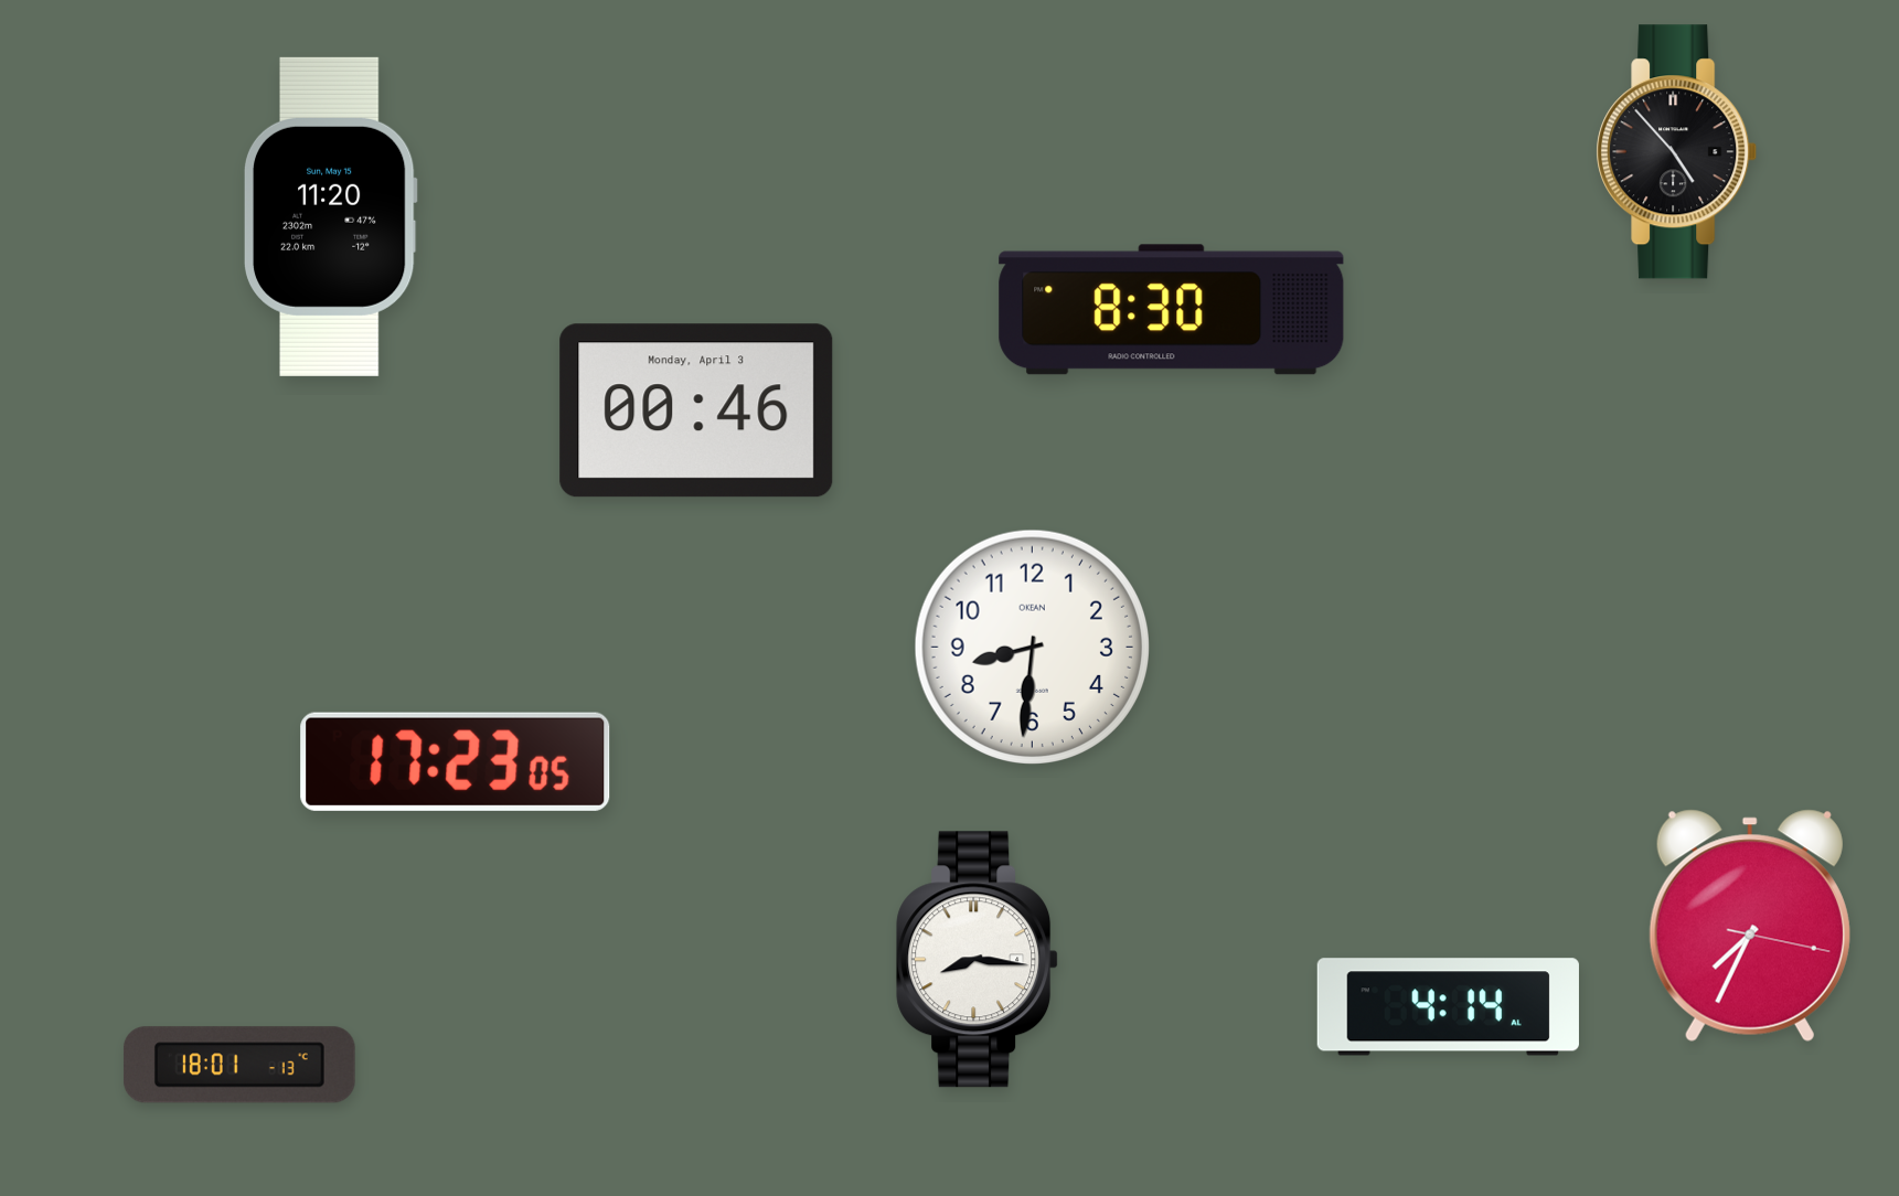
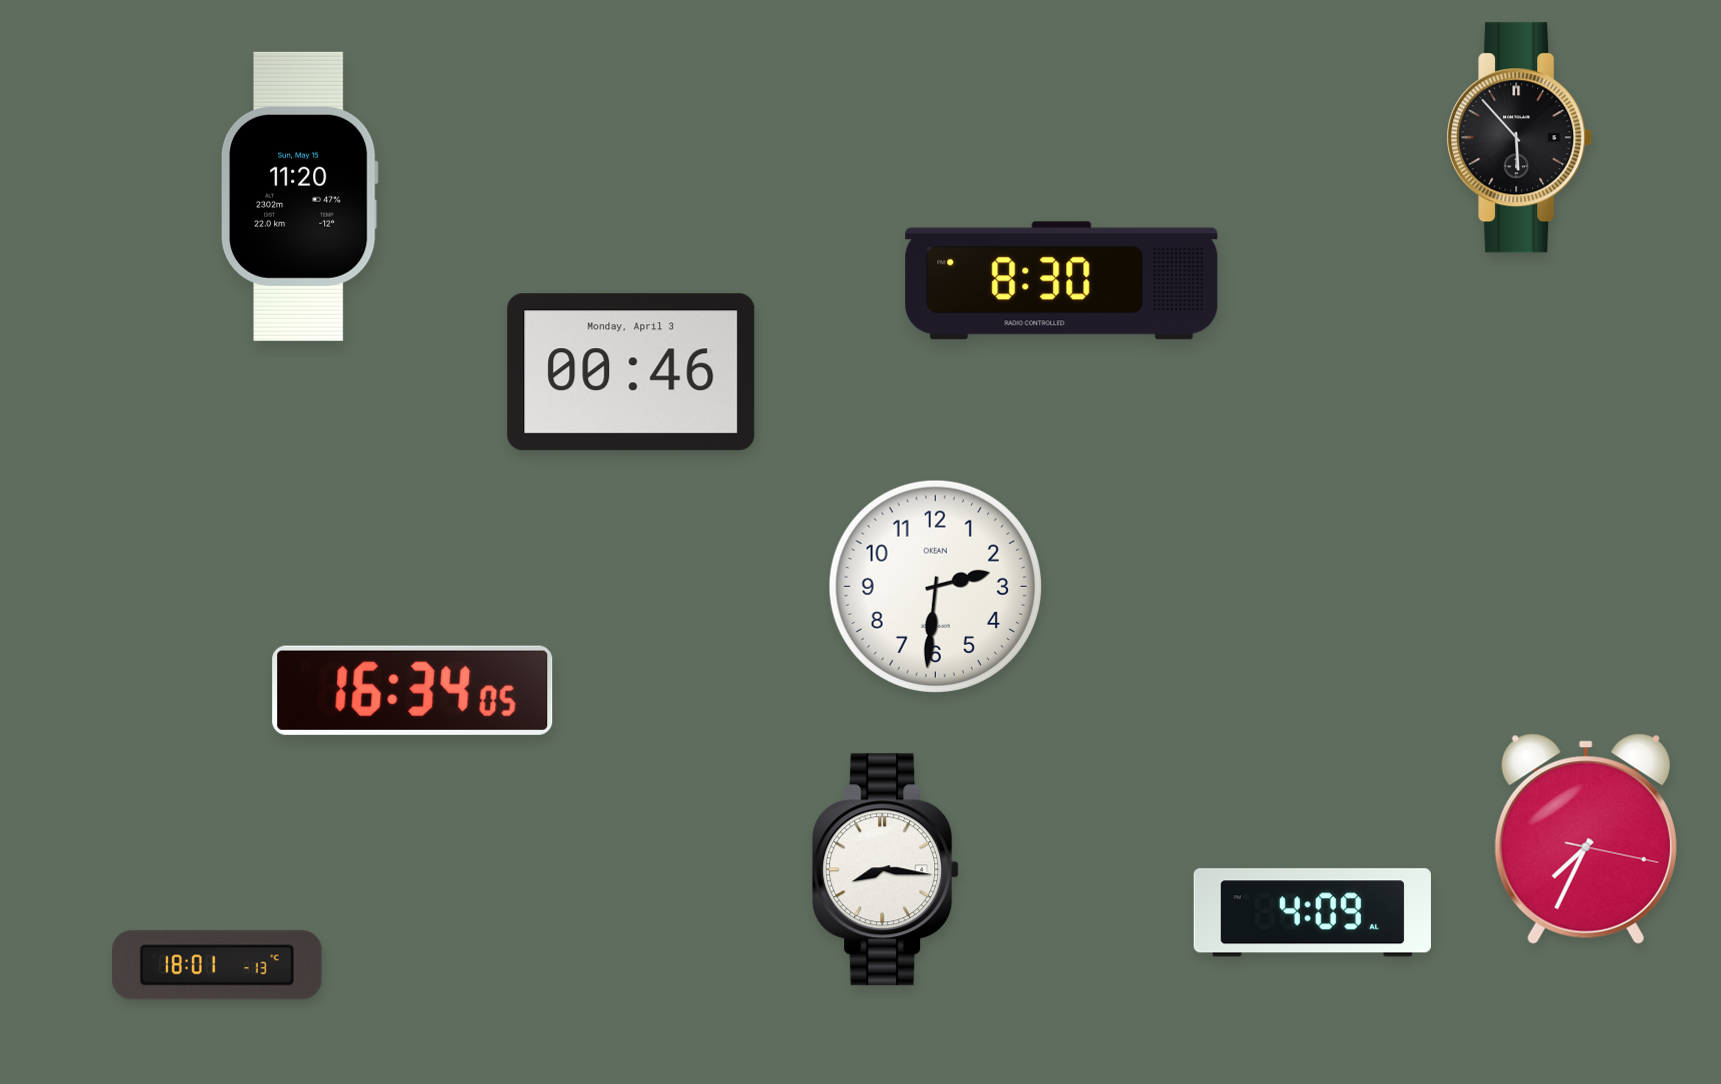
clock at (1677, 152): 4:53 -> 5:53
clock at (1032, 647): 8:31 -> 2:31
clock at (456, 761): 17:23 -> 16:34
clock at (1448, 1007): 4:14 -> 4:09
